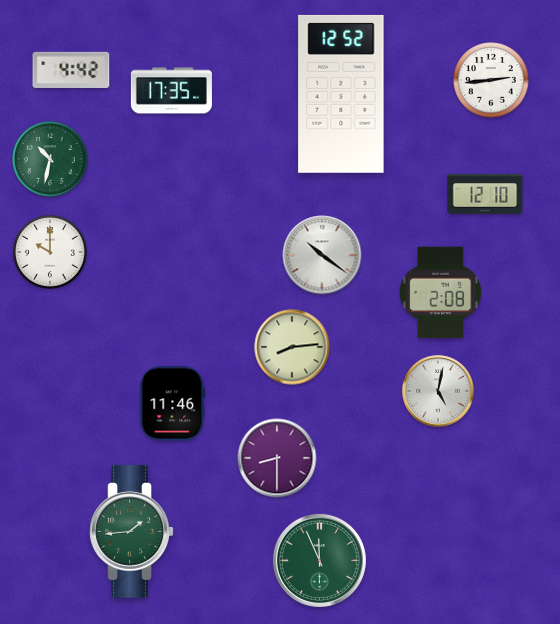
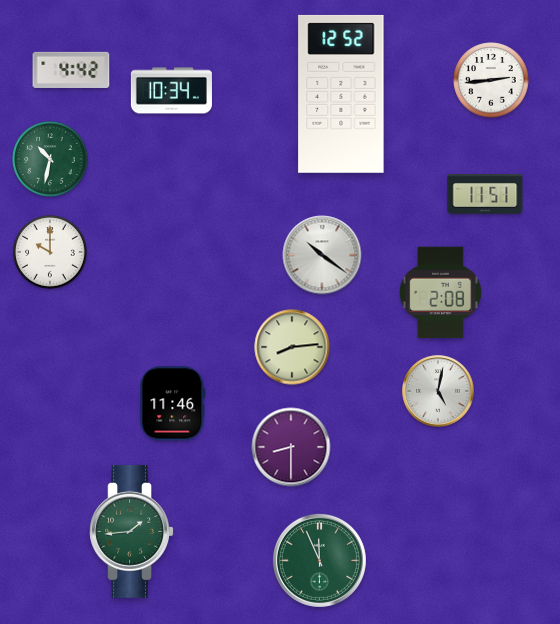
clock at (171, 91): 17:35 -> 10:34
clock at (485, 195): 12:10 -> 11:51
clock at (277, 458) position: (277, 458) -> (291, 447)
